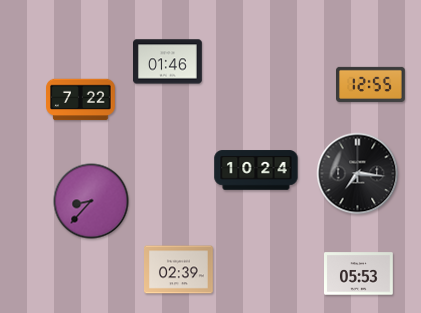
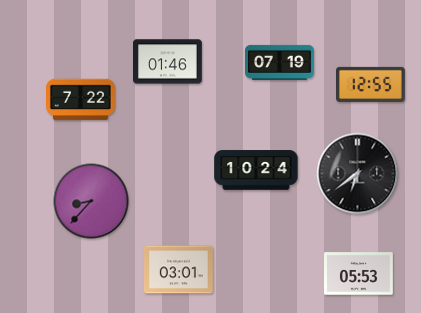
clock at (280, 62): none -> 07:19
clock at (358, 174): 7:16 -> 6:39
clock at (179, 270): 02:39 -> 03:01
